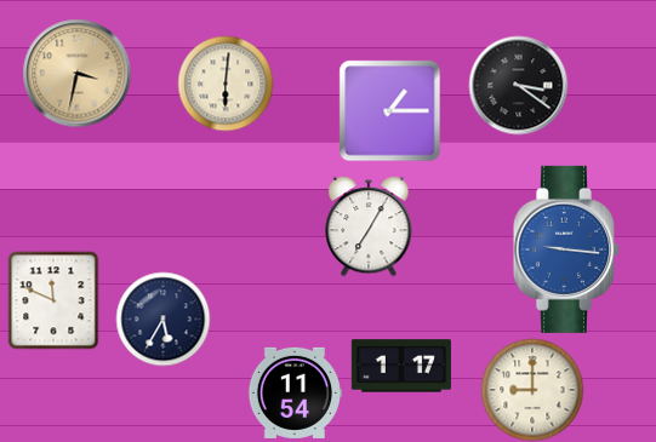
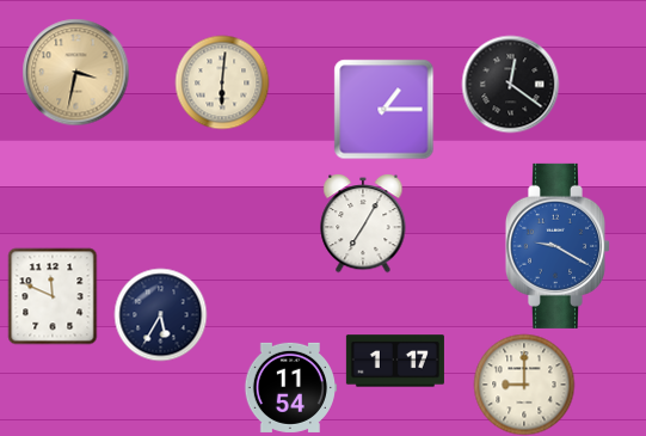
clock at (518, 85): 3:21 -> 12:21
clock at (565, 249): 9:16 -> 9:20
